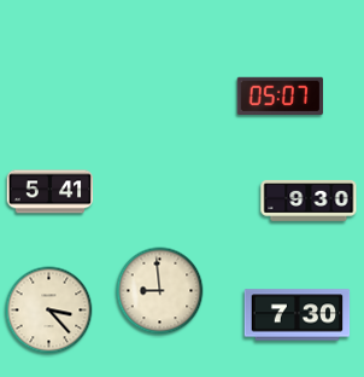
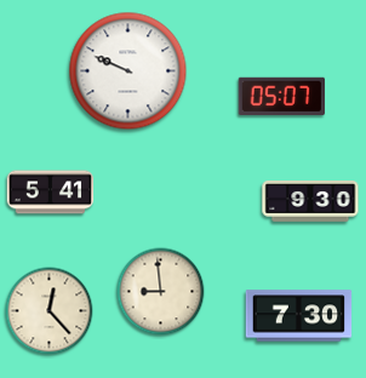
clock at (128, 71): none -> 9:49
clock at (49, 311): 3:23 -> 12:23
